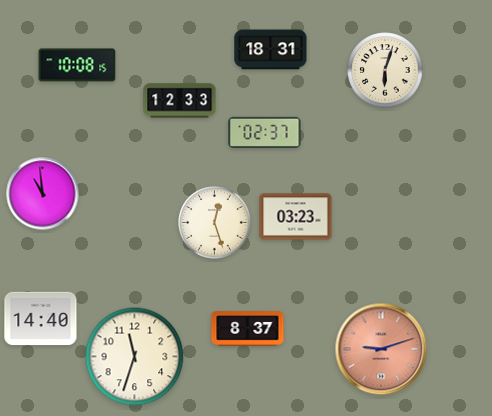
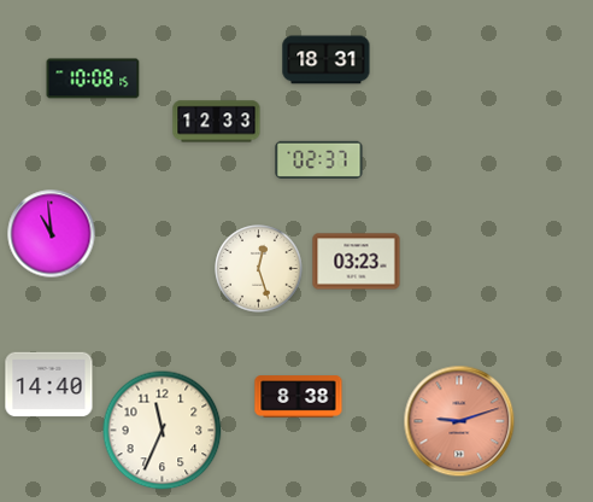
clock at (385, 70): 6:03 -> none
clock at (248, 329): 8:37 -> 8:38
clock at (135, 357): 11:33 -> 11:34
